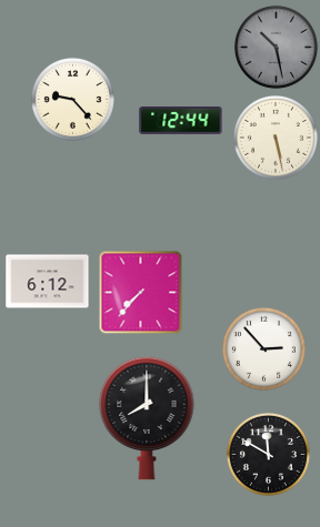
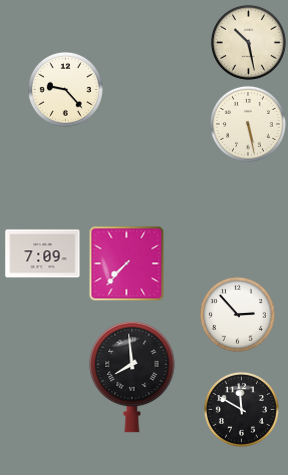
clock at (276, 47) dial: grey -> cream
clock at (181, 121): 12:44 -> none
clock at (48, 282): 6:12 -> 7:09
clock at (147, 418): 8:00 -> 7:59
